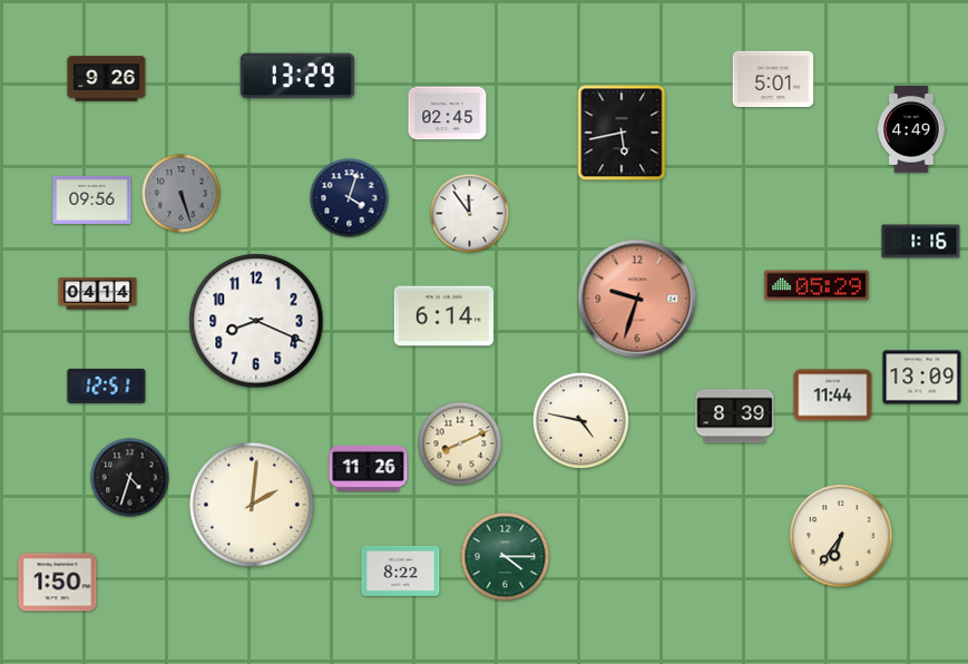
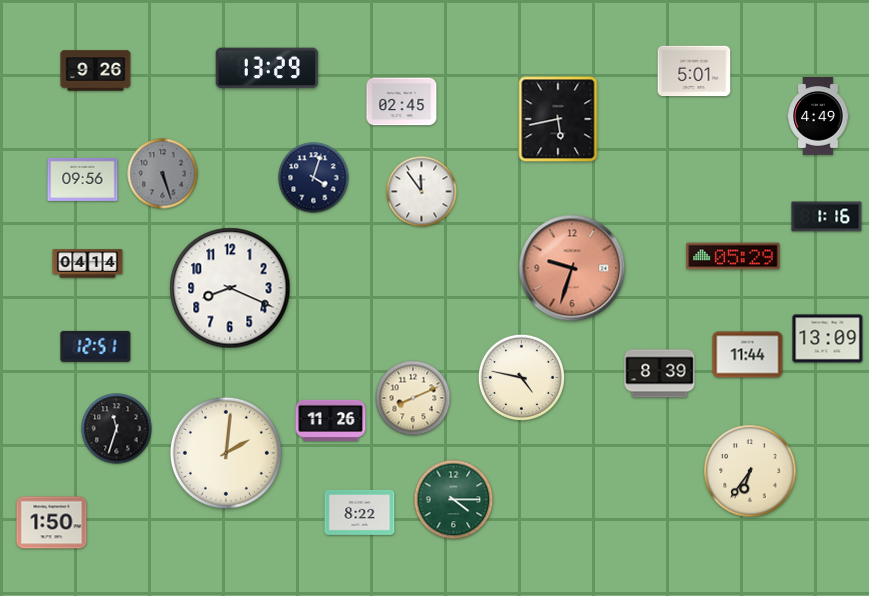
clock at (443, 316): 6:14 -> none
clock at (130, 478): 4:33 -> 11:33
clock at (841, 536) position: (841, 536) -> (750, 471)
